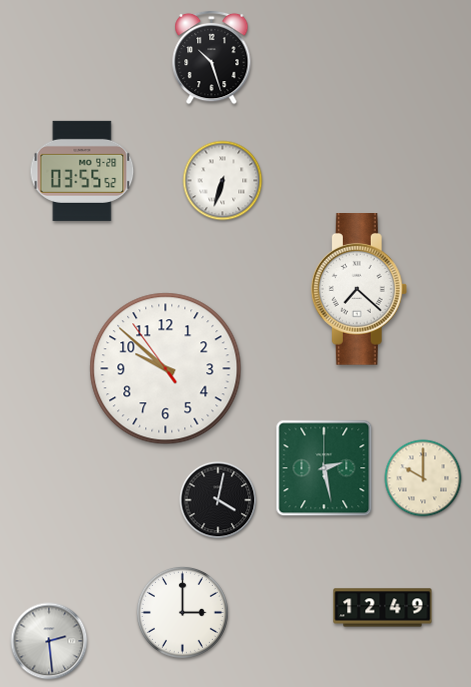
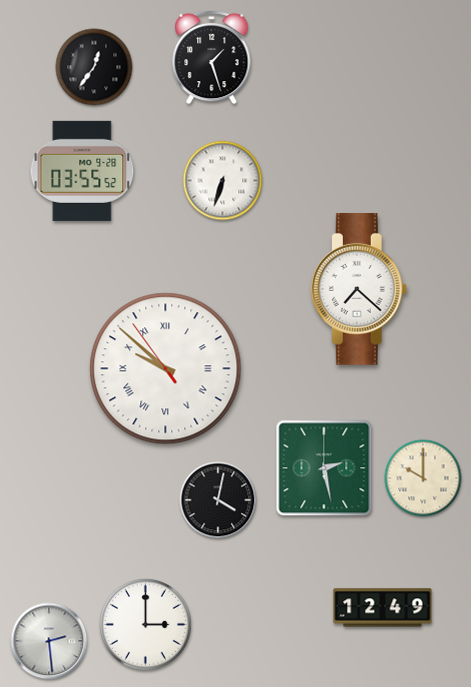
clock at (212, 57): 10:27 -> 1:27
clock at (94, 67): none -> 12:36
clock at (166, 369) numerals: Arabic -> Roman
clock at (182, 612) position: (182, 612) -> (145, 624)
